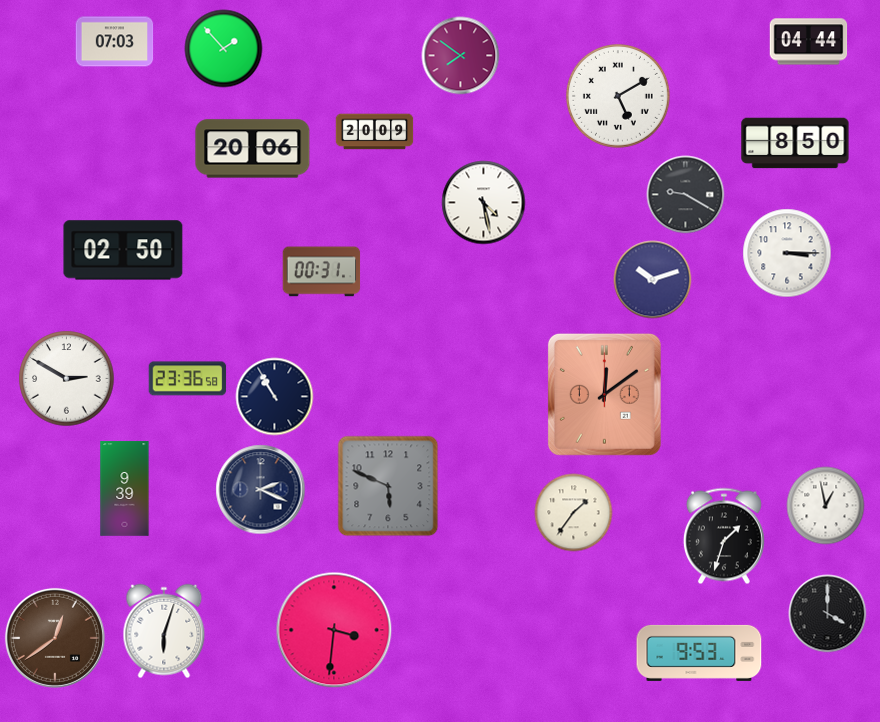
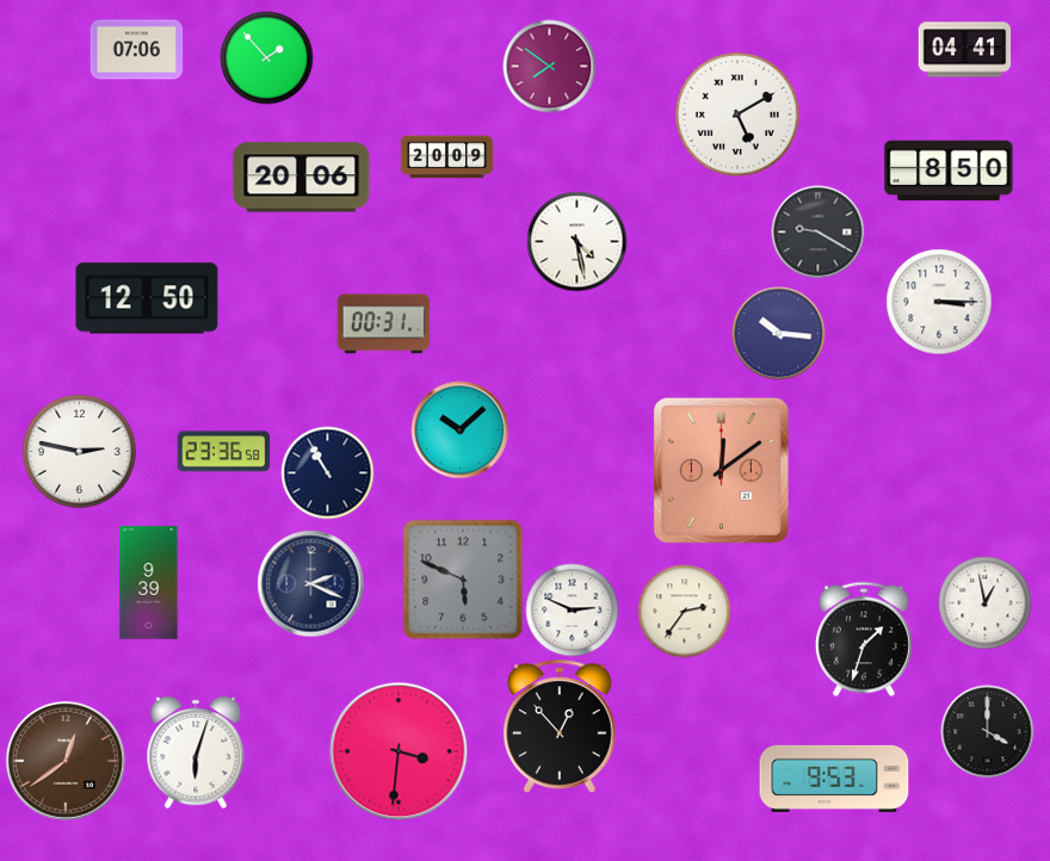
clock at (114, 42): 07:03 -> 07:06
clock at (808, 42): 04:44 -> 04:41
clock at (123, 250): 02:50 -> 12:50
clock at (652, 279): 10:12 -> 10:16
clock at (459, 429): none -> 10:08
clock at (66, 378): 2:50 -> 2:47
clock at (572, 609): none -> 2:49
clock at (573, 512): 1:36 -> 2:36
clock at (561, 726): none -> 12:53
